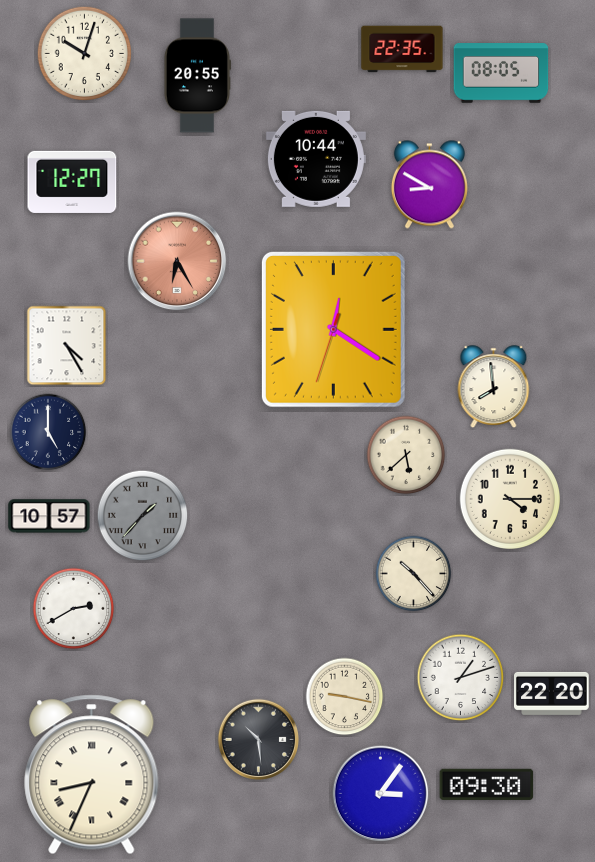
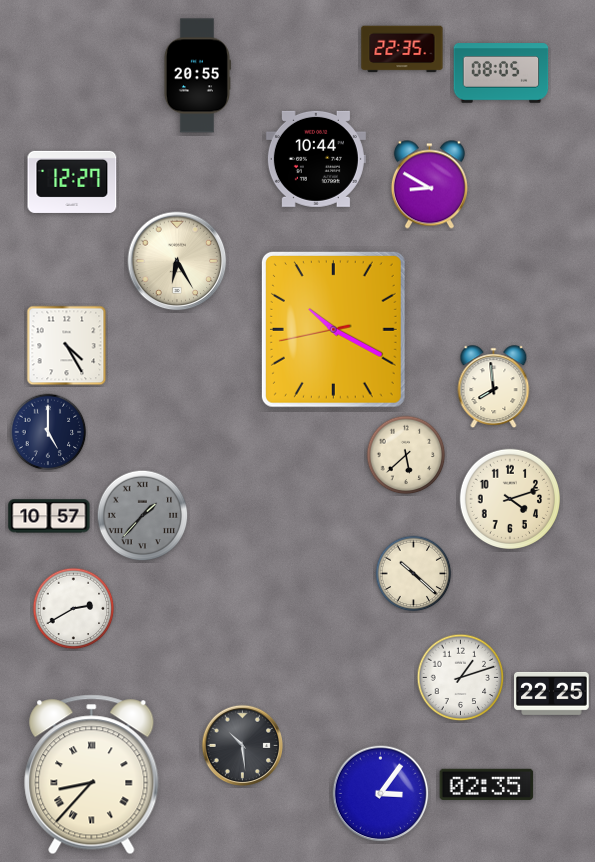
clock at (85, 54): 10:03 -> none
clock at (177, 261) dial: salmon -> cream
clock at (333, 329): 12:20 -> 10:19
clock at (509, 498): 4:15 -> 4:12
clock at (414, 574): 10:23 -> 10:22
clock at (552, 693): 22:20 -> 22:25
clock at (345, 697): 9:17 -> none
clock at (258, 739) position: (258, 739) -> (242, 745)
clock at (92, 775): 8:34 -> 8:37
clock at (487, 784): 09:30 -> 02:35
